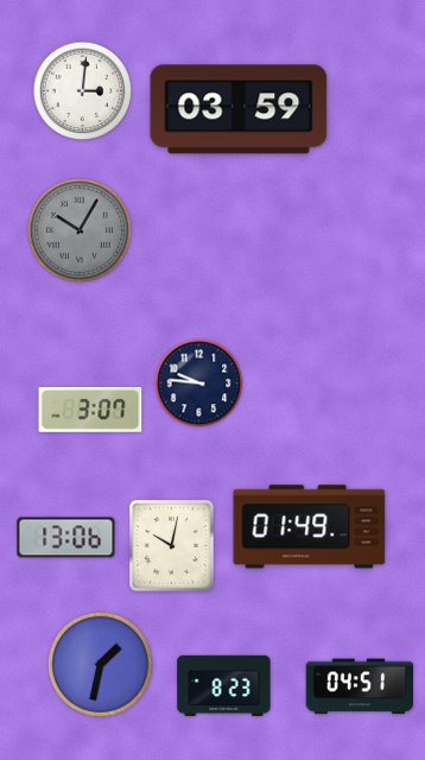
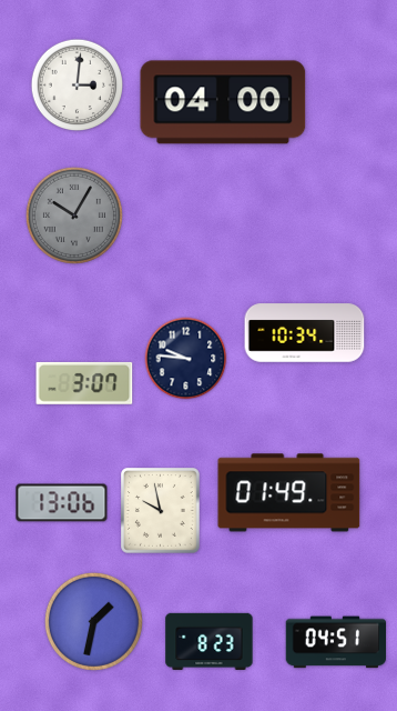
clock at (239, 109): 03:59 -> 04:00
clock at (305, 333): none -> 10:34
clock at (172, 546): 10:02 -> 9:58
